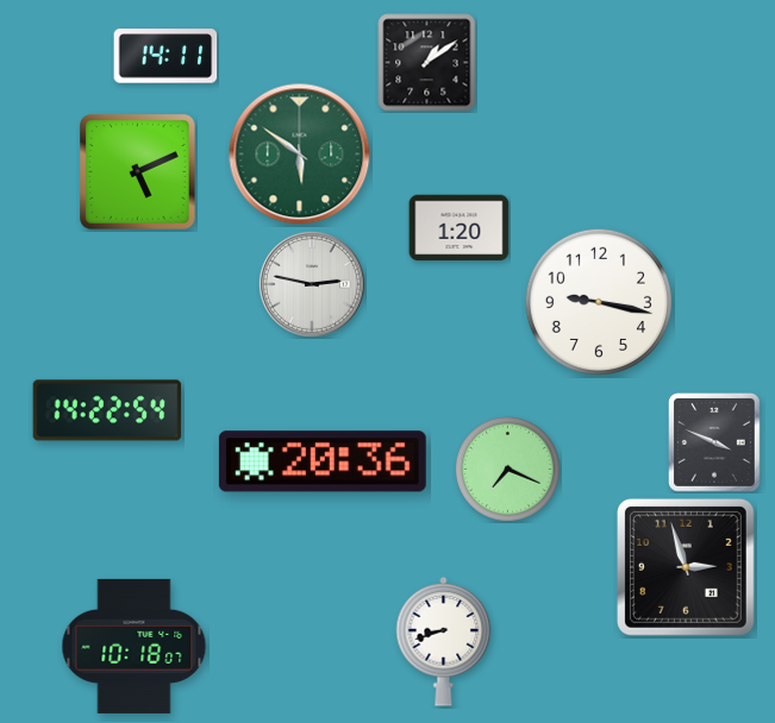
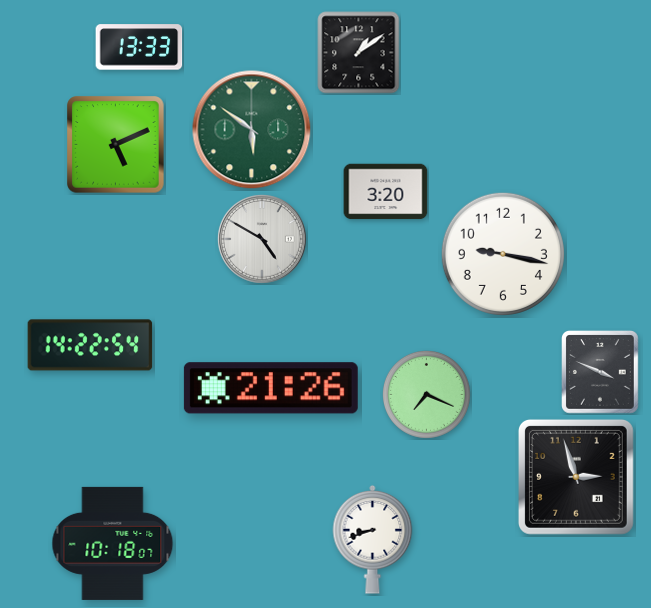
clock at (165, 56): 14:11 -> 13:33
clock at (460, 228): 1:20 -> 3:20
clock at (312, 285): 2:47 -> 4:50
clock at (323, 461): 20:36 -> 21:26
